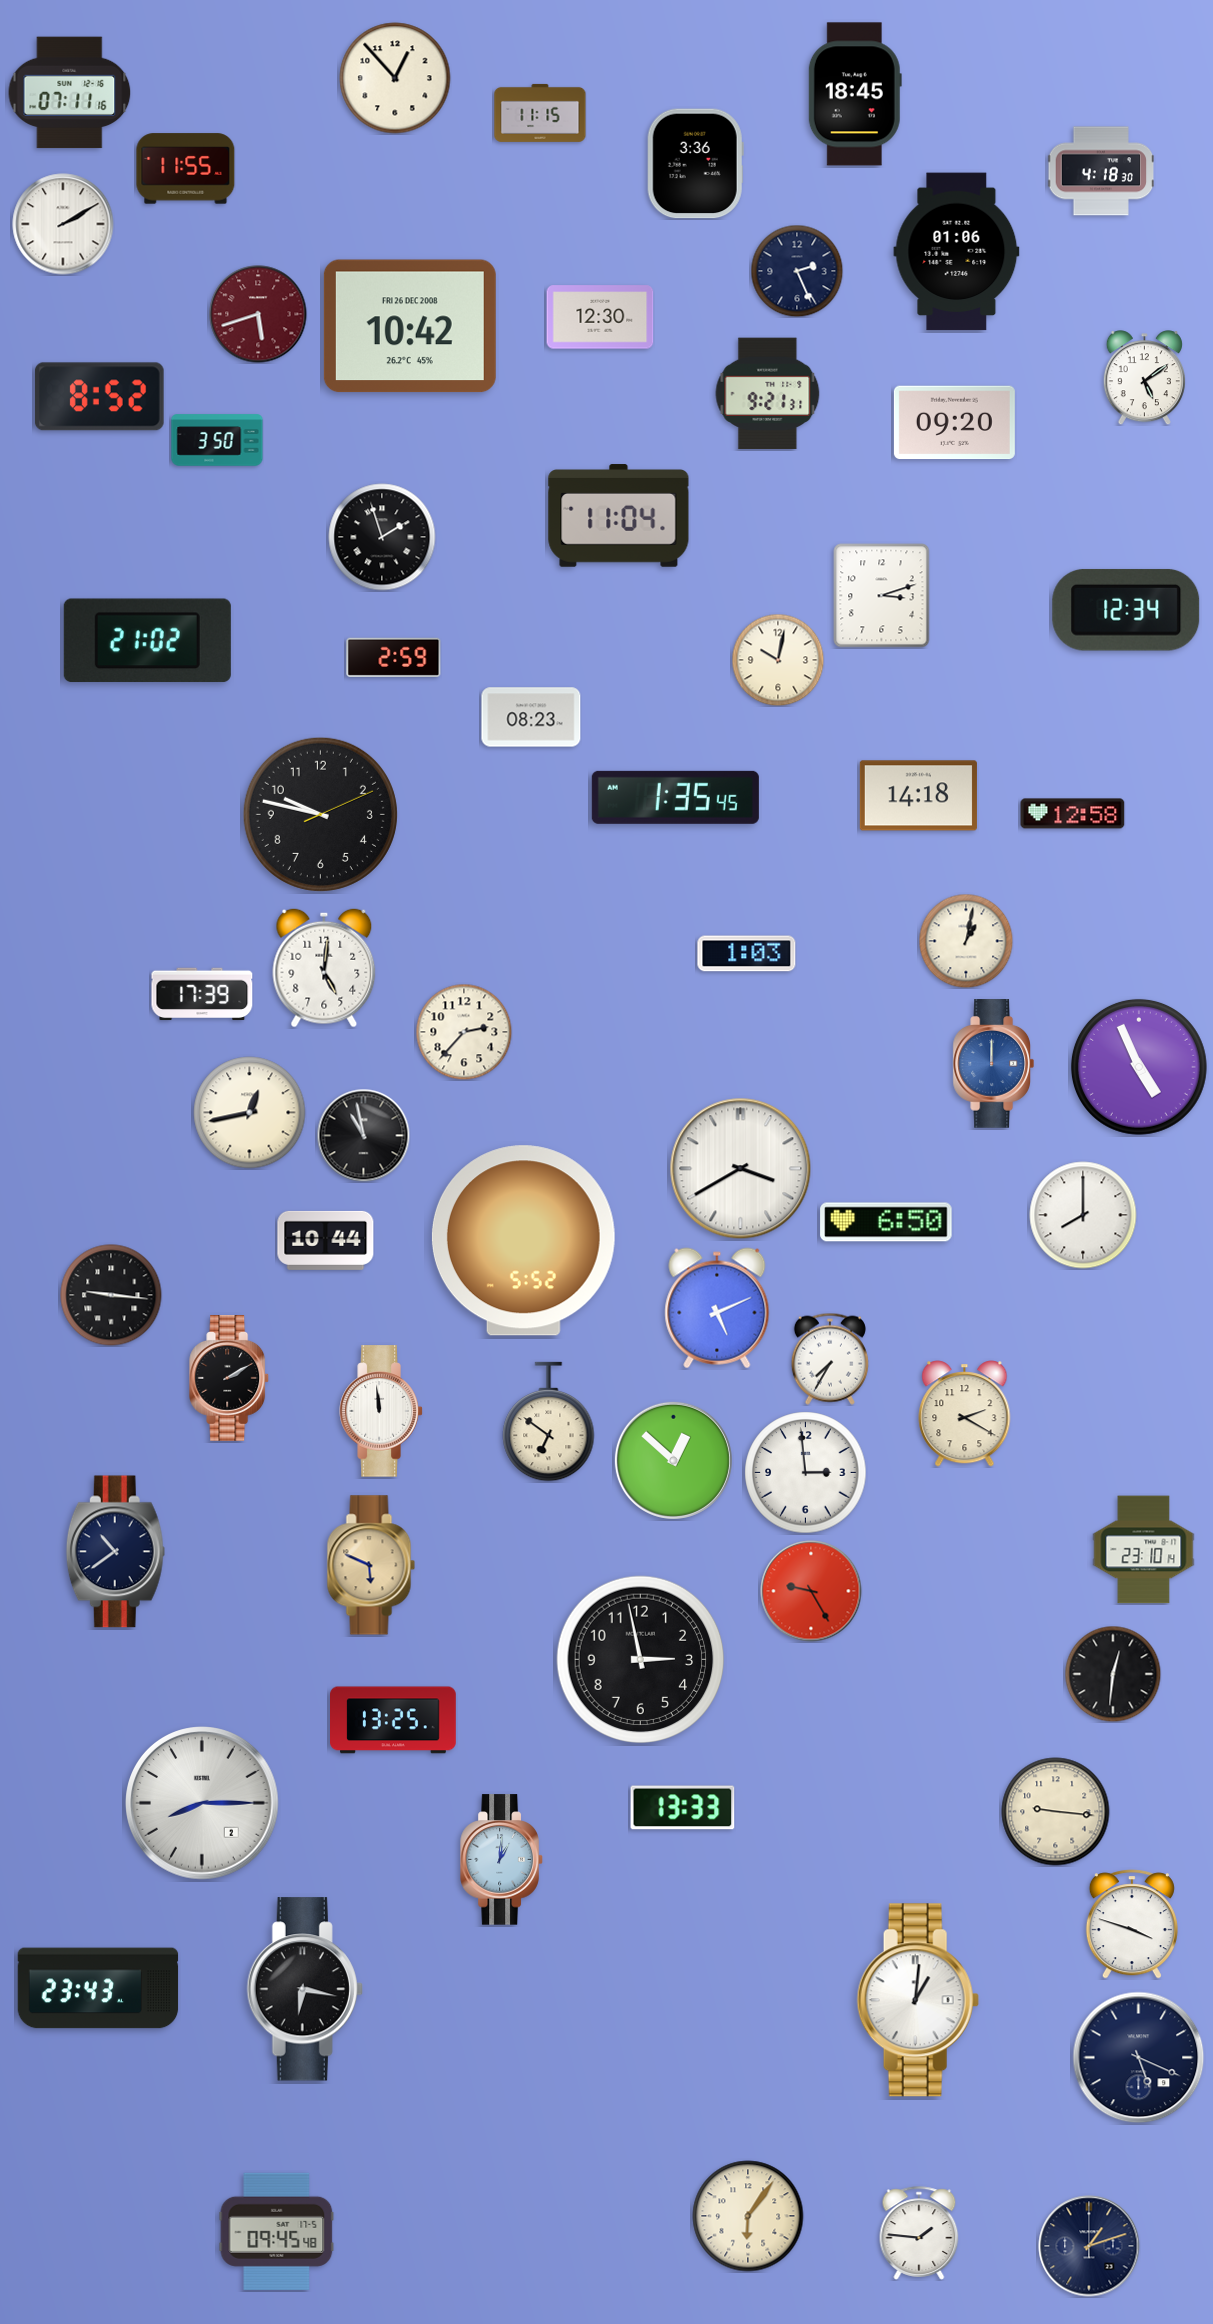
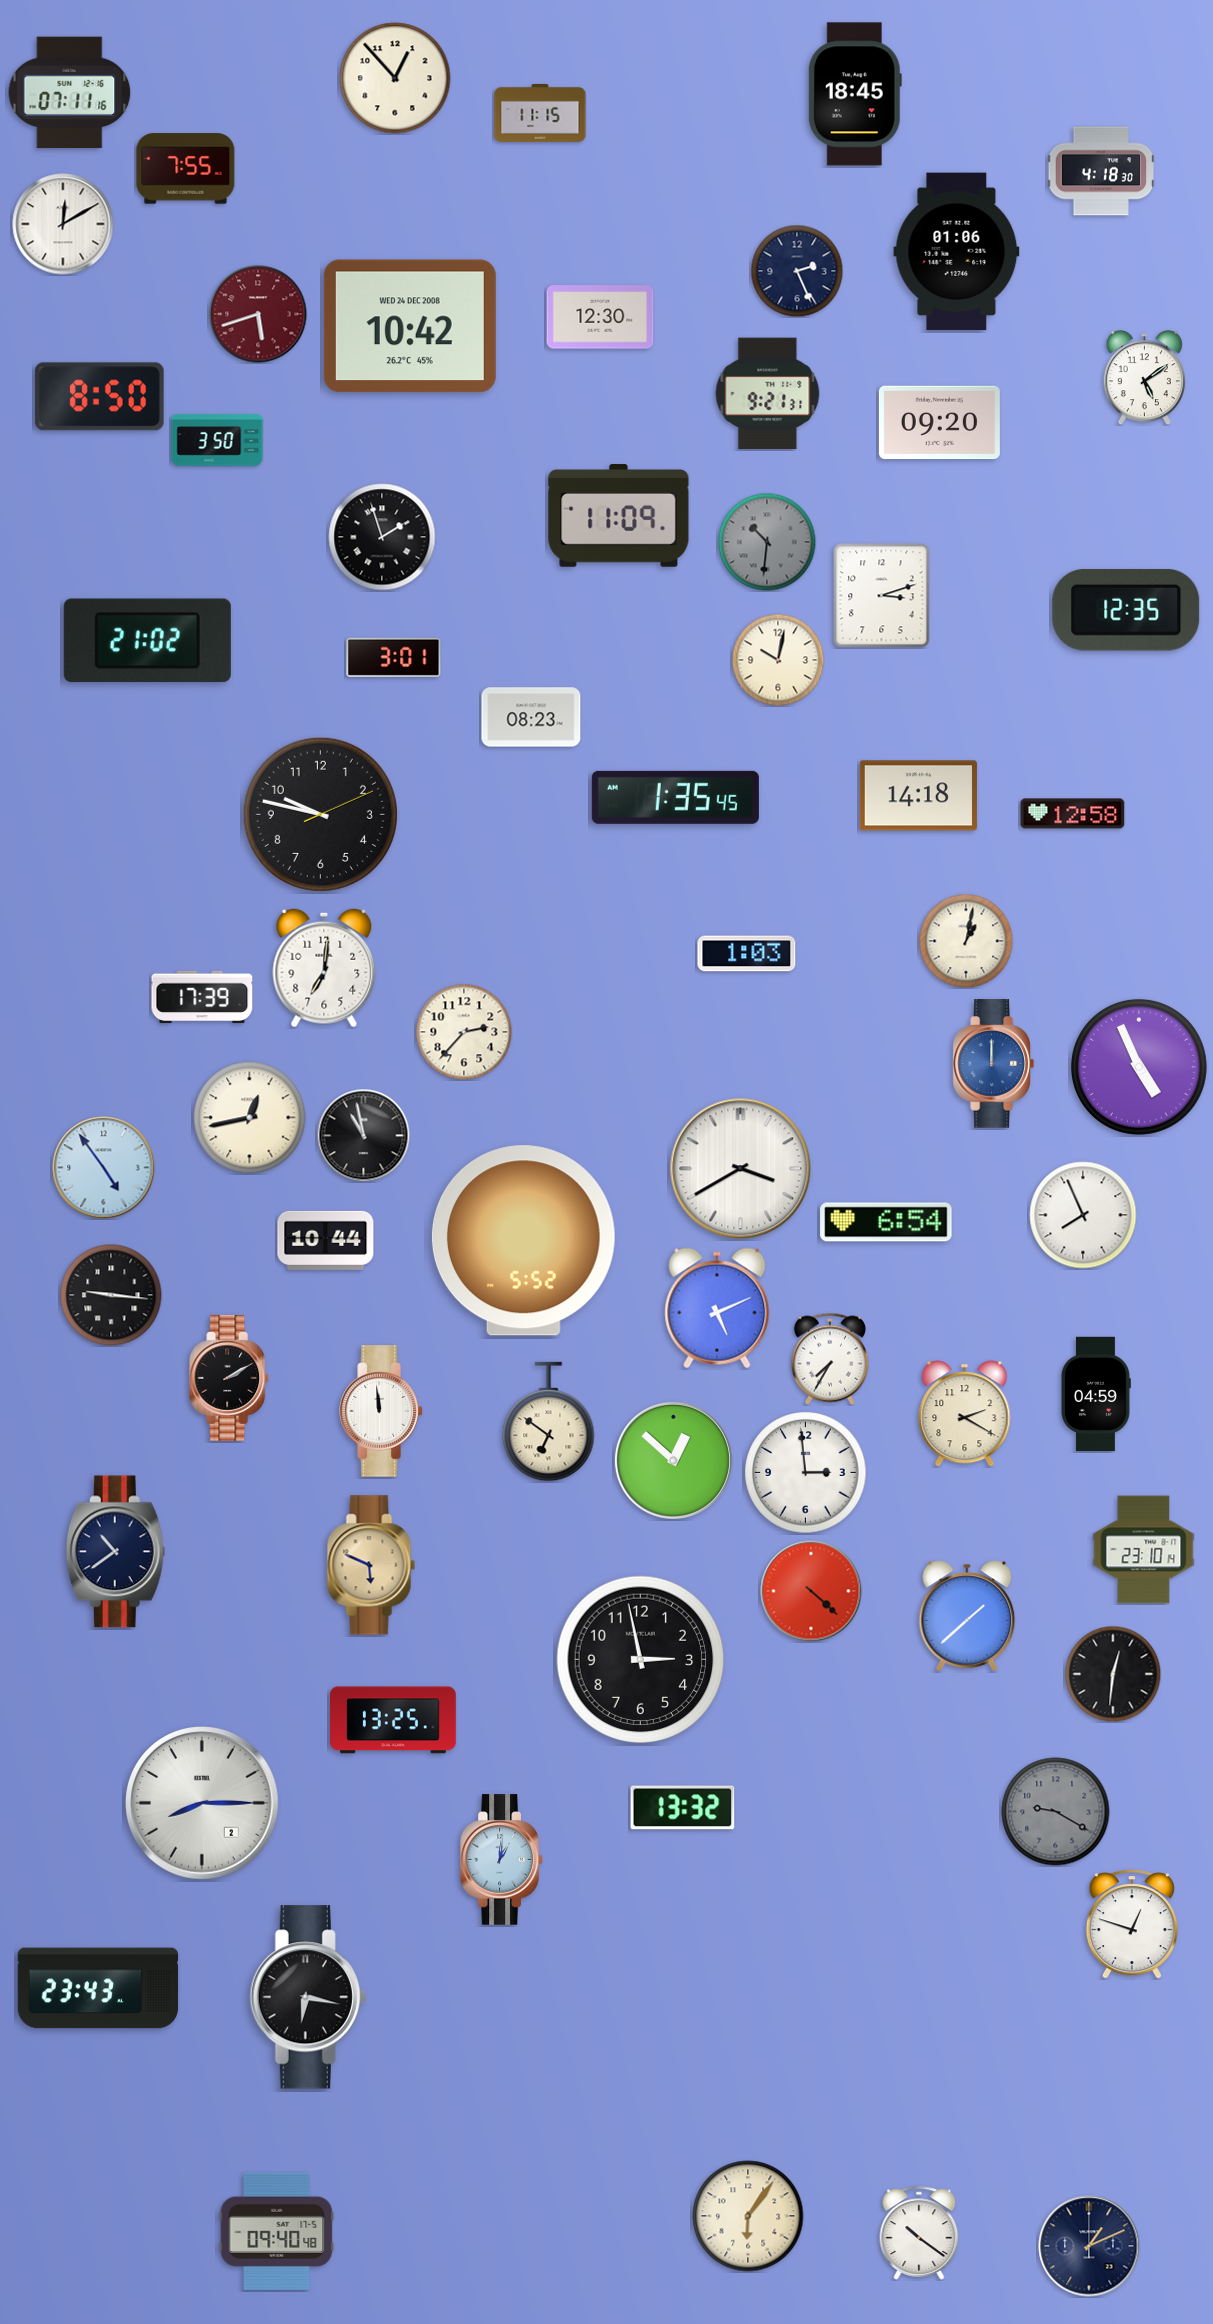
clock at (695, 164): 3:36 -> none
clock at (186, 169): 11:55 -> 7:55
clock at (63, 224): 2:10 -> 12:10
clock at (410, 326) date: FRI 26 DEC 2008 -> WED 24 DEC 2008
clock at (99, 397): 8:52 -> 8:50
clock at (954, 423) position: (954, 423) -> (939, 423)
clock at (619, 516): 11:04 -> 11:09
clock at (767, 542): none -> 10:31
clock at (1126, 610): 12:34 -> 12:35
clock at (394, 657): 2:59 -> 3:01
clock at (324, 968): 5:01 -> 7:01
clock at (202, 994) position: (202, 994) -> (202, 997)
clock at (250, 1113) position: (250, 1113) -> (250, 1118)
clock at (104, 1168): none -> 4:54
clock at (1083, 1215): 8:00 -> 7:56
clock at (886, 1222): 6:50 -> 6:54
clock at (1096, 1394): none -> 04:59
clock at (811, 1591): 9:25 -> 4:22
clock at (967, 1616): none -> 1:38
clock at (683, 1808): 13:33 -> 13:32
clock at (1056, 1812): 9:16 -> 9:20
clock at (1056, 1812) dial: cream -> grey
clock at (1132, 1924): 3:48 -> 12:48
clock at (305, 1989) position: (305, 1989) -> (308, 1997)
clock at (918, 2000): 1:01 -> none
clock at (1139, 2058): 5:19 -> none
clock at (277, 2231): 09:45 -> 09:40
clock at (919, 2233): 1:46 -> 10:21
clock at (1089, 2246): 1:12 -> 1:11
